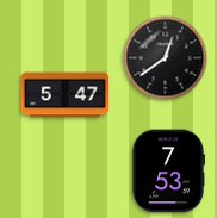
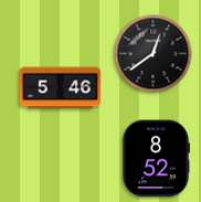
clock at (64, 95): 5:47 -> 5:46
clock at (167, 172): 7:53 -> 8:52
